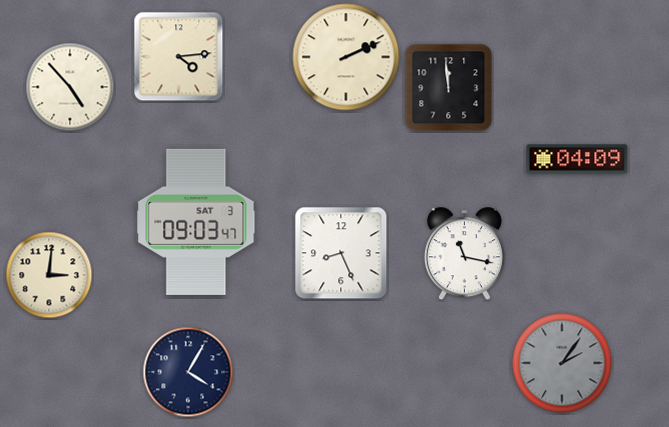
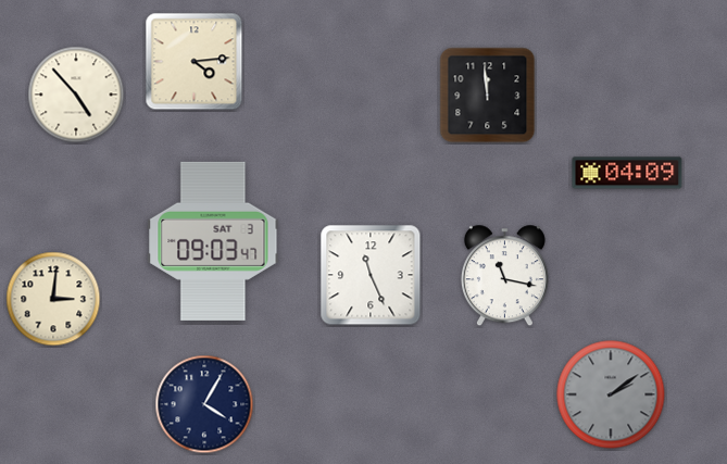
clock at (346, 57): 2:11 -> none
clock at (341, 253): 8:26 -> 11:26
clock at (562, 363): 2:06 -> 2:09
